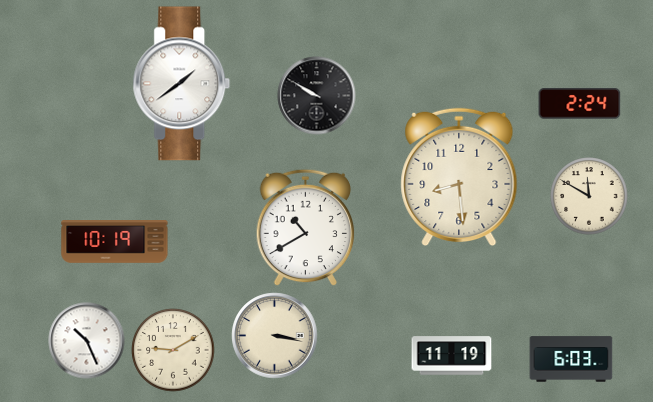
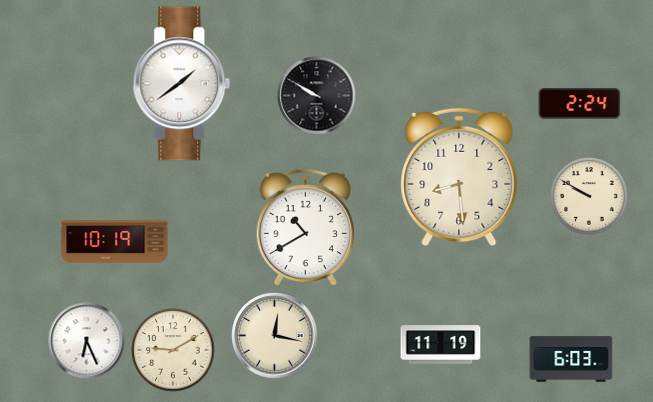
clock at (589, 196): 11:50 -> 9:50
clock at (275, 336): 3:17 -> 12:17
clock at (87, 341): 10:26 -> 6:26
clock at (452, 356) position: (452, 356) -> (441, 345)
